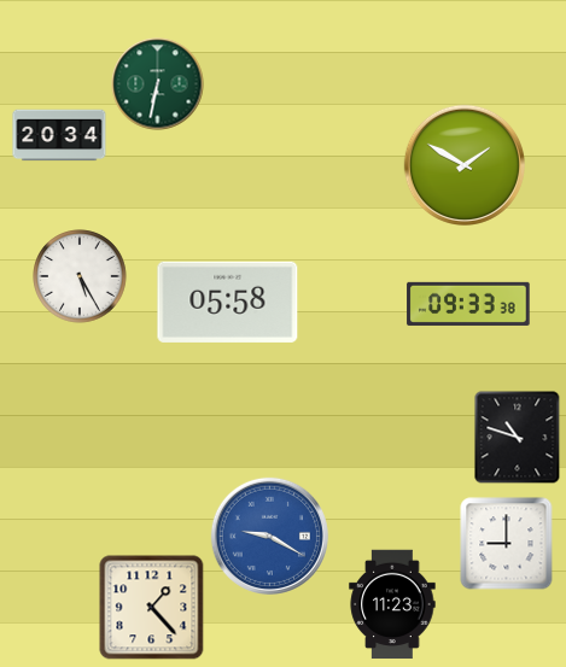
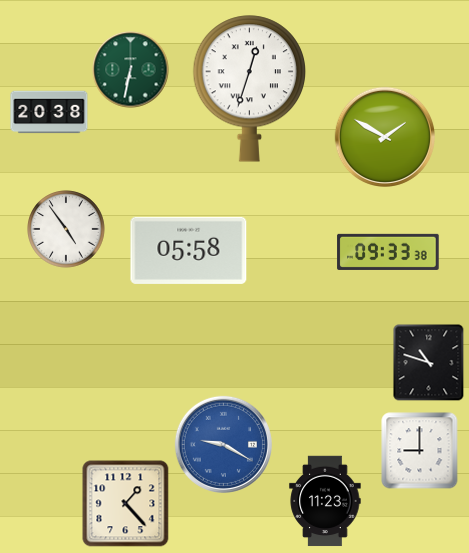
clock at (249, 89): none -> 12:33
clock at (59, 135): 20:34 -> 20:38
clock at (80, 276): 5:25 -> 4:54
